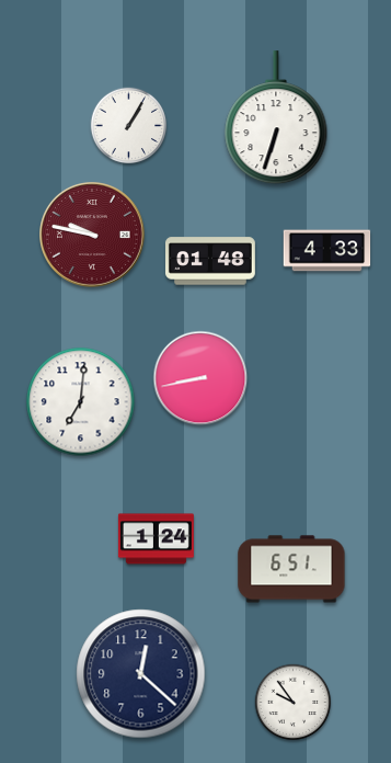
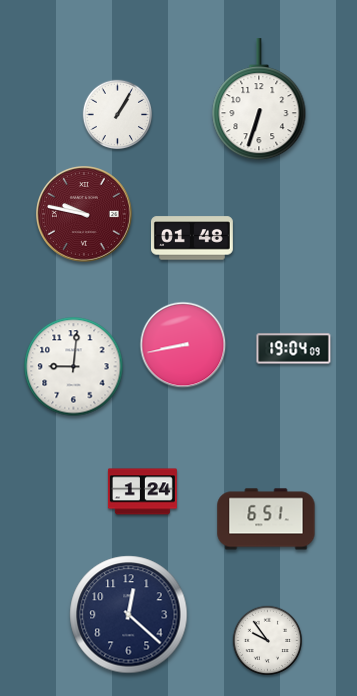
clock at (276, 118) position: (276, 118) -> (259, 100)
clock at (327, 251): 4:33 -> none
clock at (294, 349): none -> 19:04
clock at (81, 402): 7:01 -> 9:01
